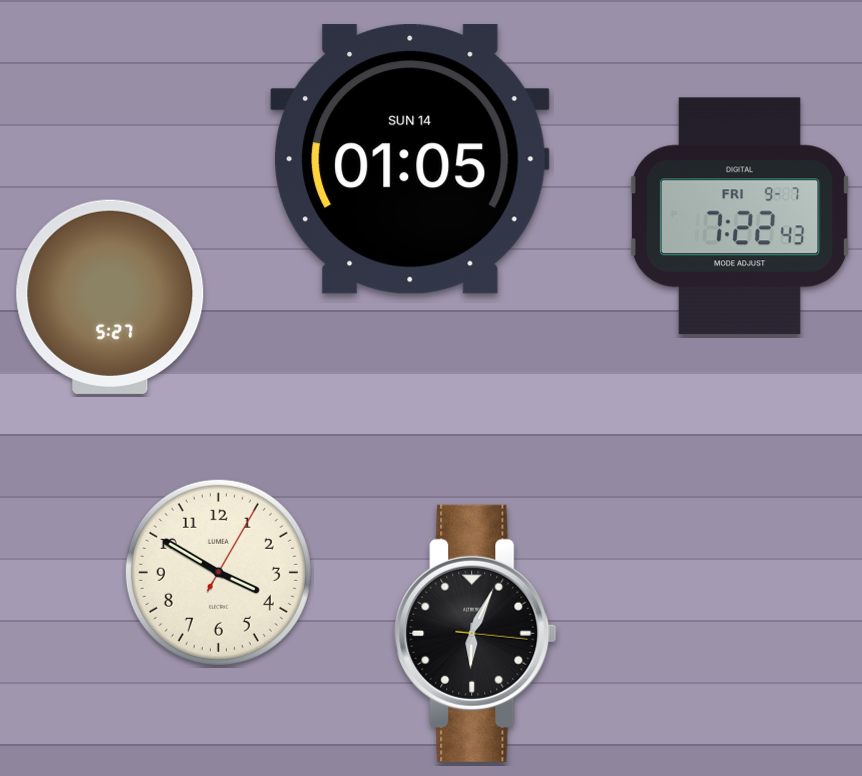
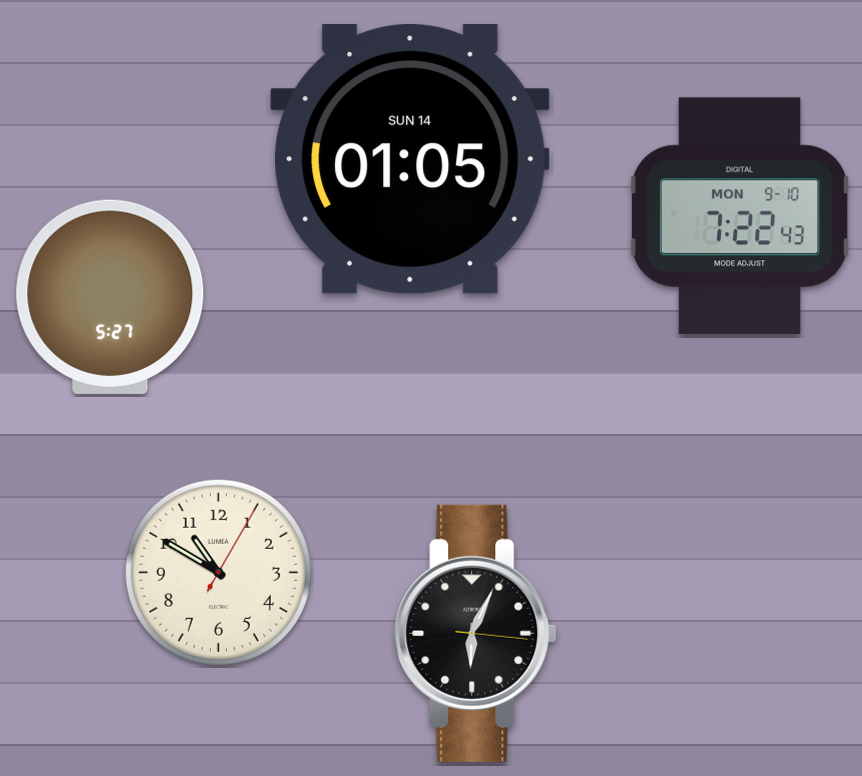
clock at (740, 216) date: FRI 9-7 -> MON 9-10
clock at (218, 572): 3:50 -> 10:50
